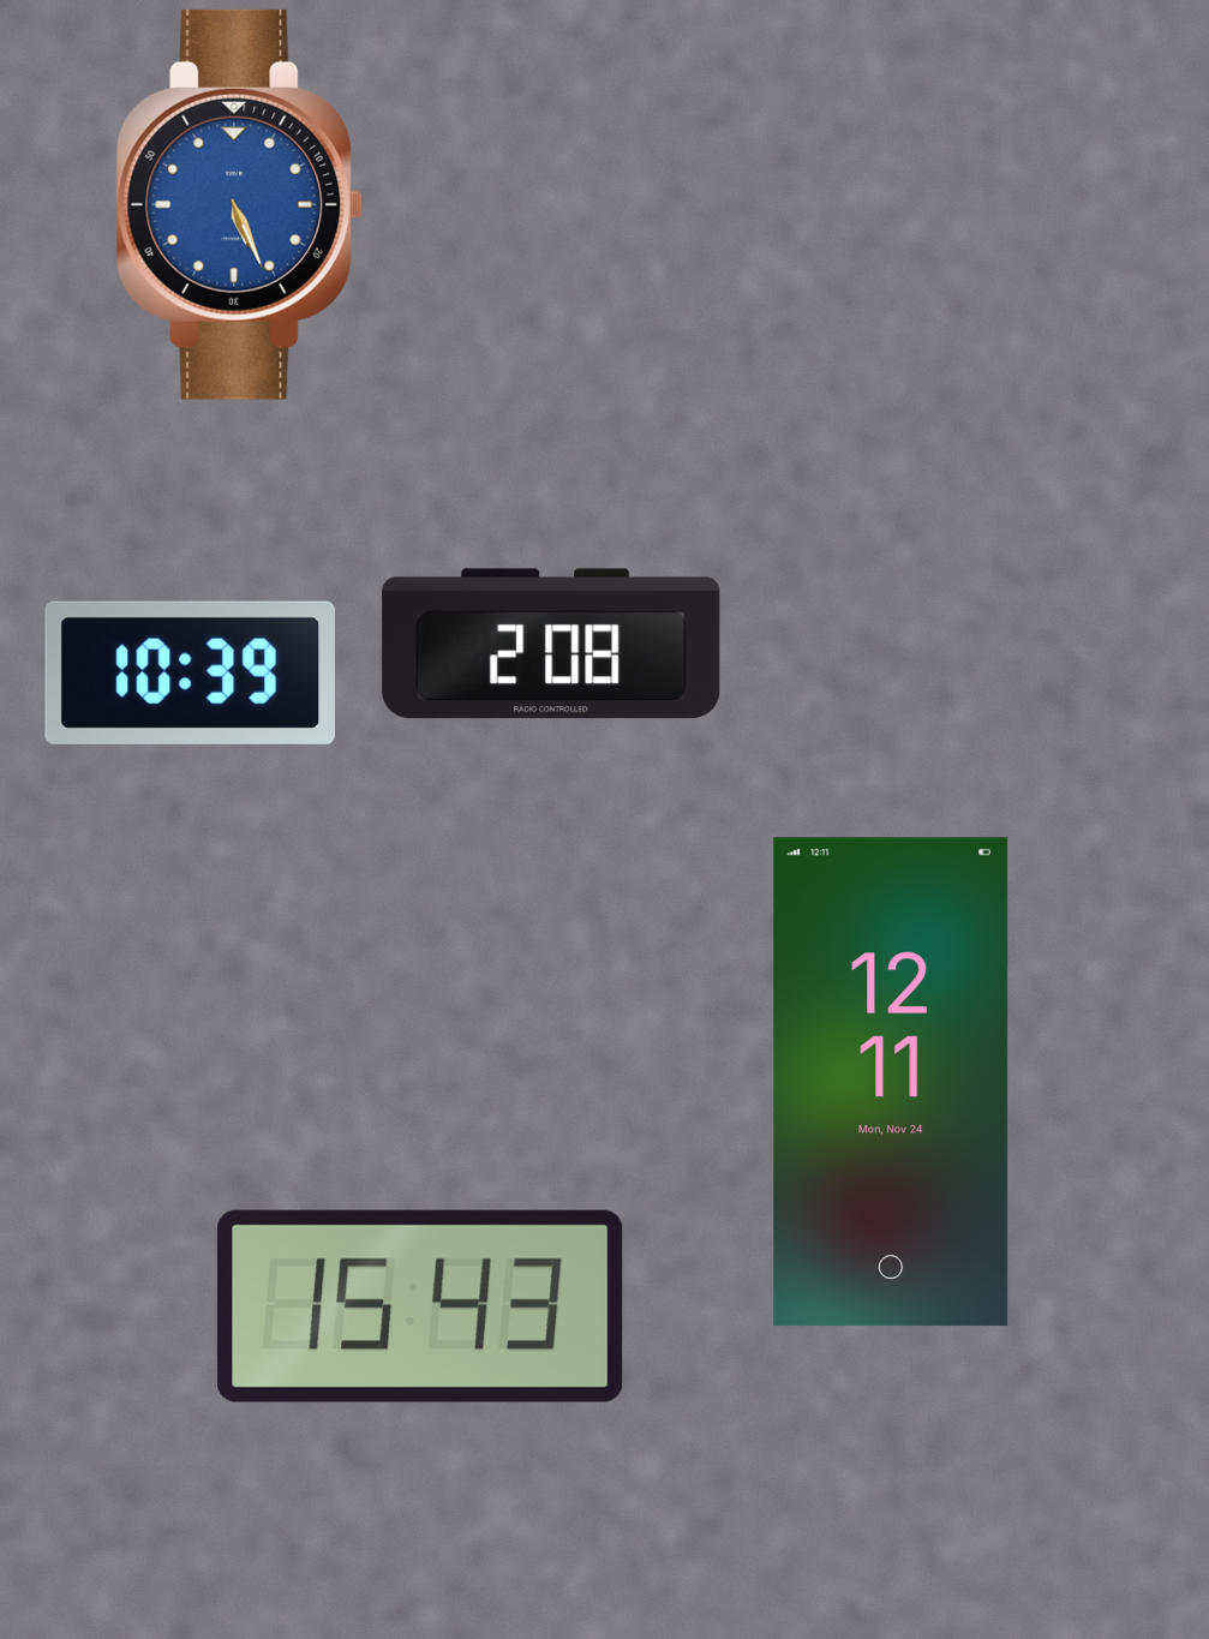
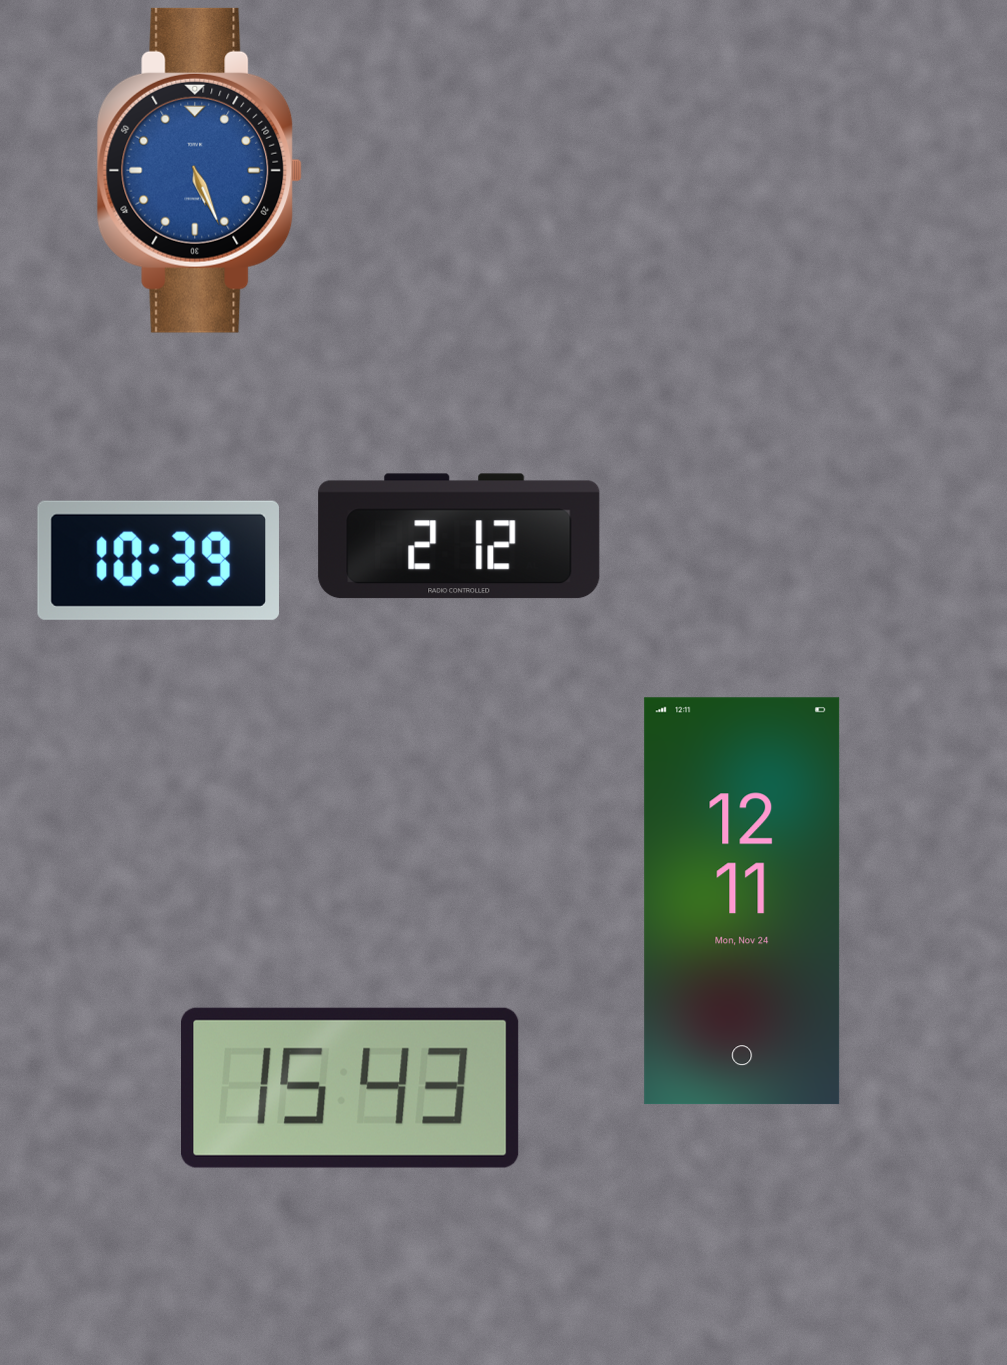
clock at (551, 644): 2:08 -> 2:12
